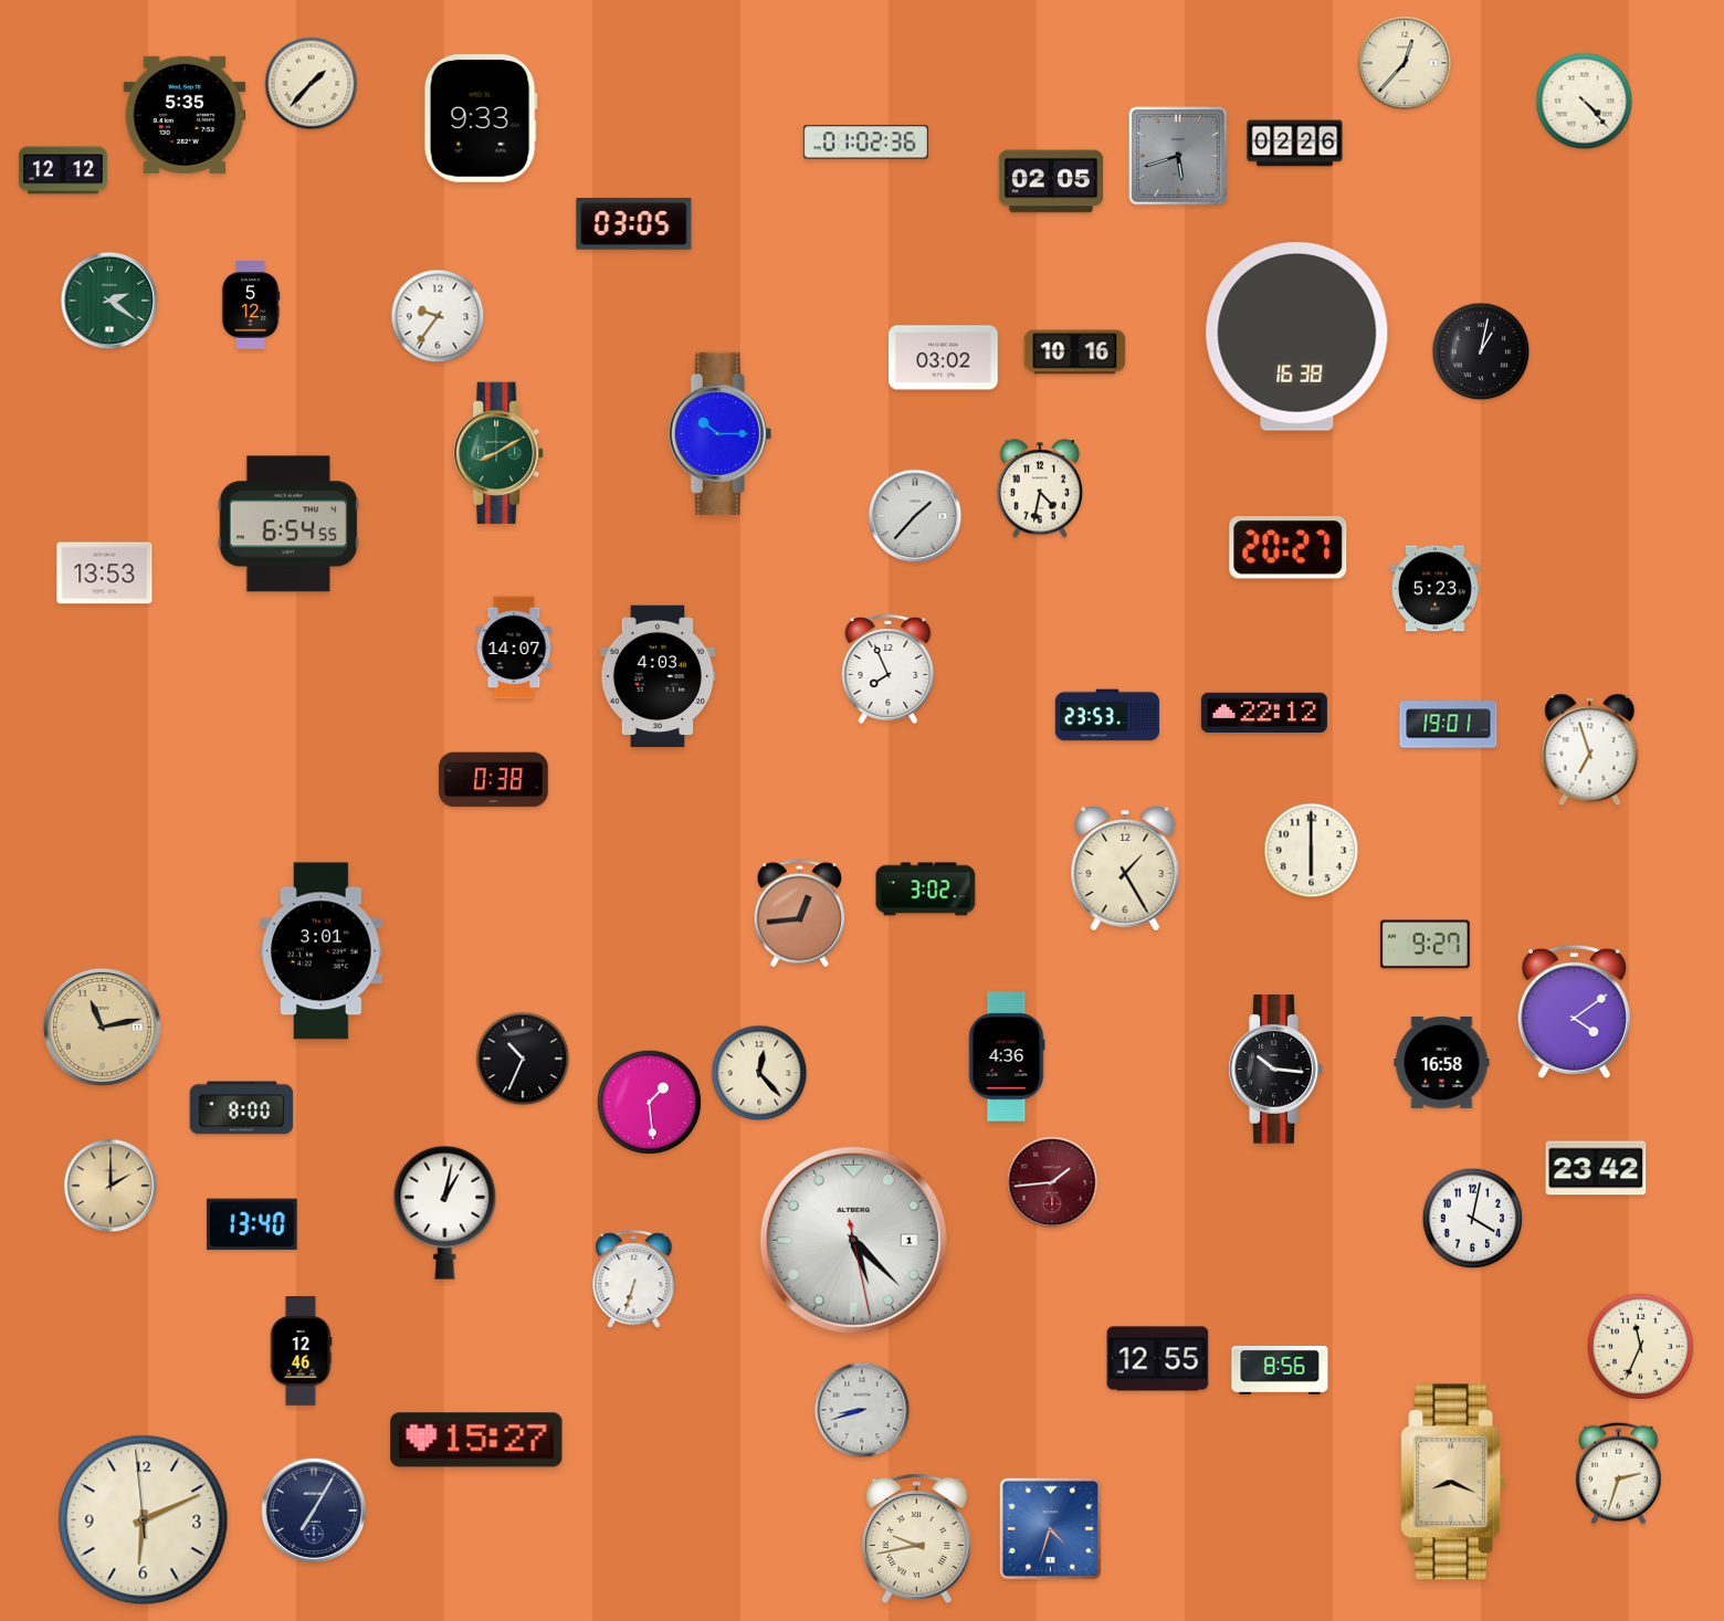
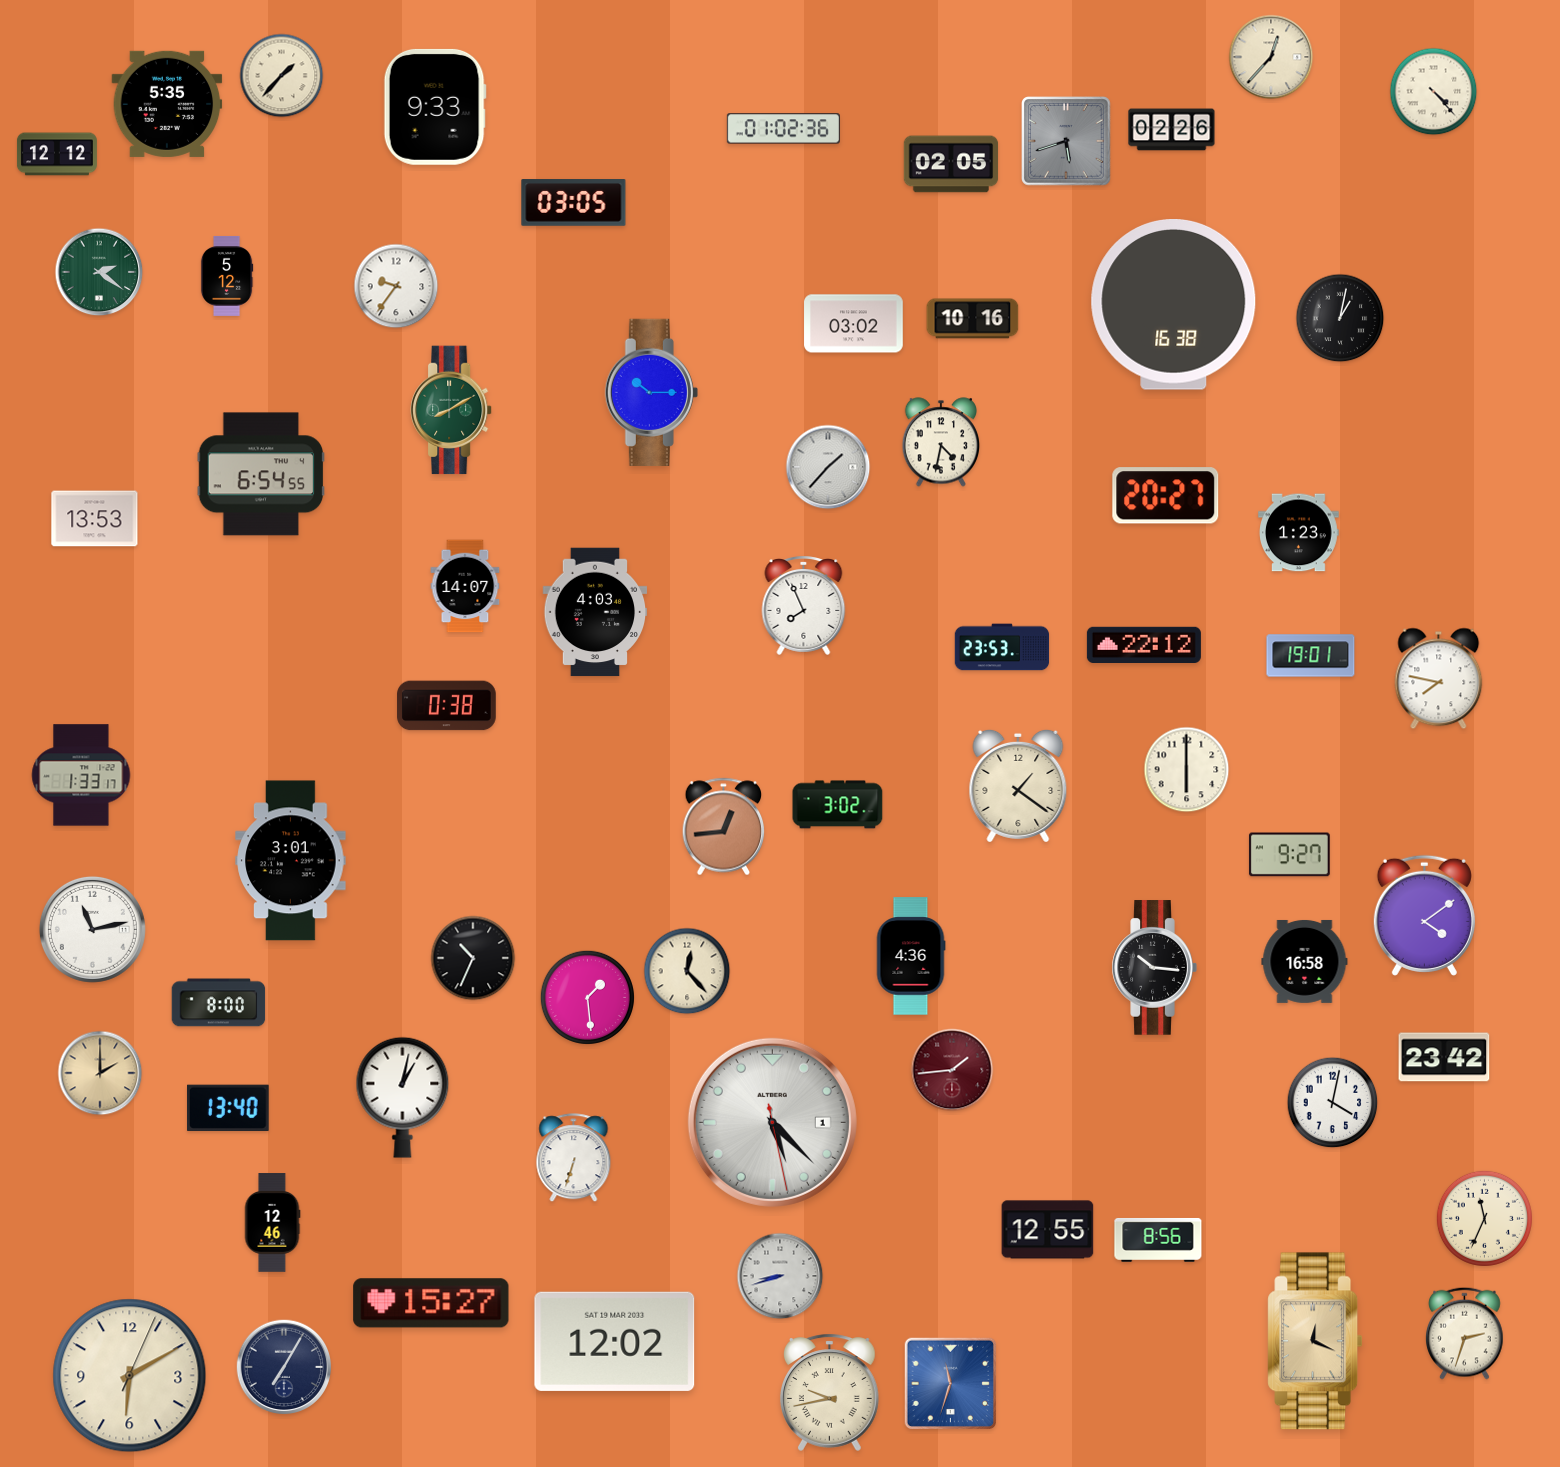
clock at (1436, 589): 5:23 -> 1:23
clock at (1590, 750): 6:57 -> 7:47
clock at (81, 775): none -> 1:33
clock at (1125, 869): 1:25 -> 1:21
clock at (102, 1027) dial: champagne -> white
clock at (615, 1341): none -> 12:02
clock at (1453, 1482): 8:19 -> 12:19
clock at (144, 1520): 6:10:59 -> 6:10:04
clock at (1050, 1528): 4:33 -> 11:33
